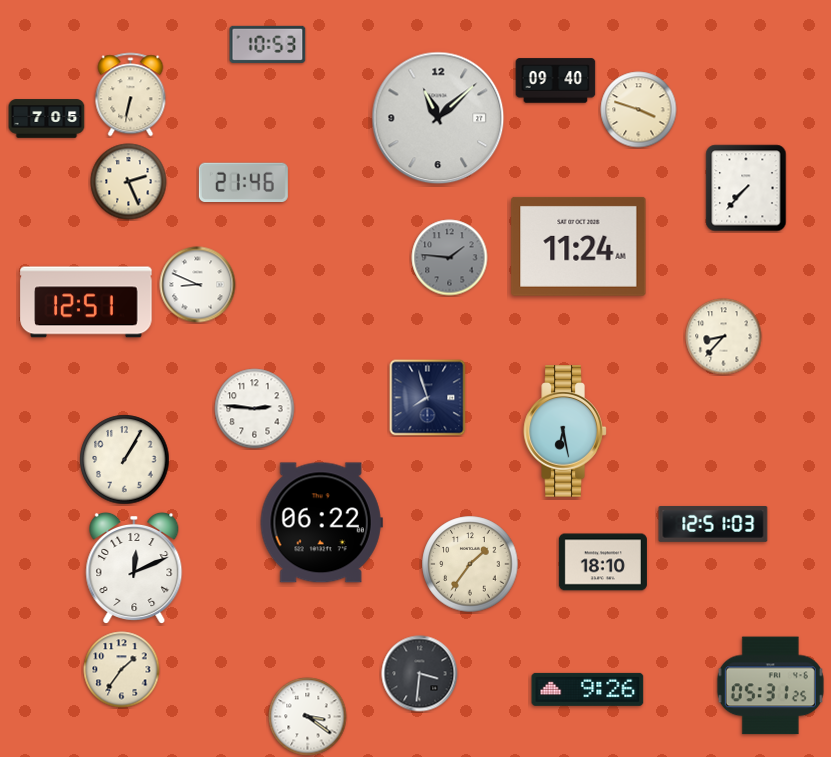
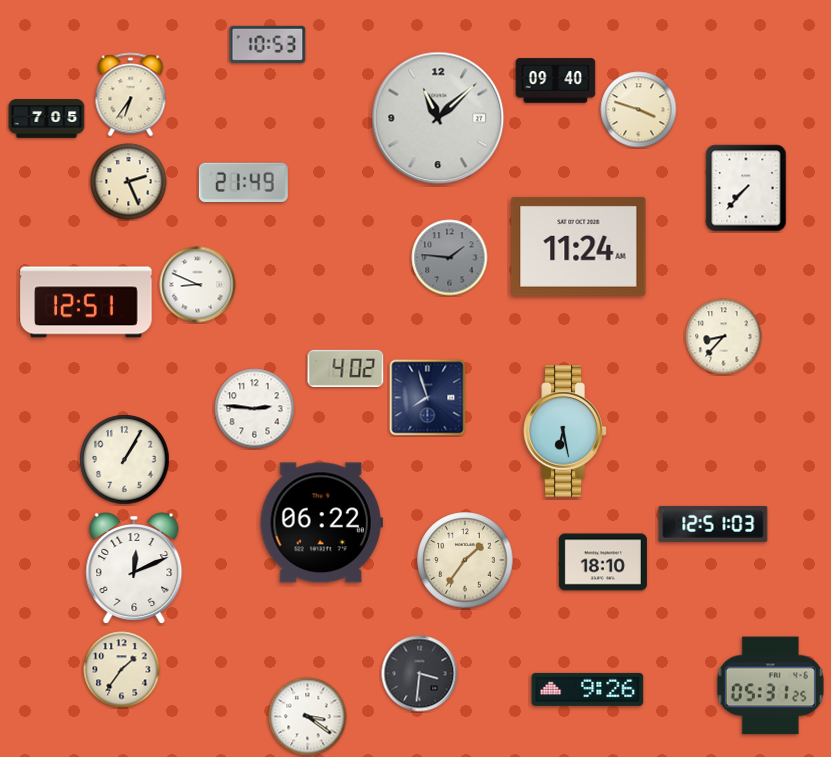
clock at (131, 95): 6:32 -> 6:36
clock at (243, 182): 21:46 -> 21:49
clock at (346, 368): none -> 4:02
clock at (470, 564) position: (470, 564) -> (465, 560)
